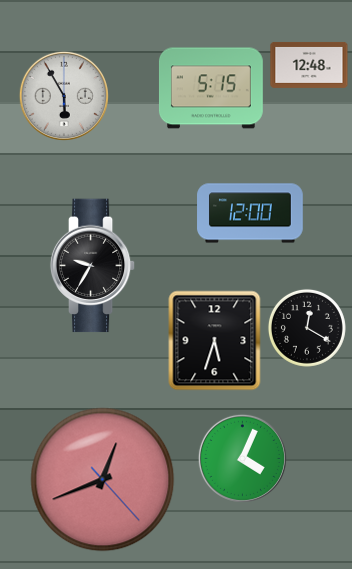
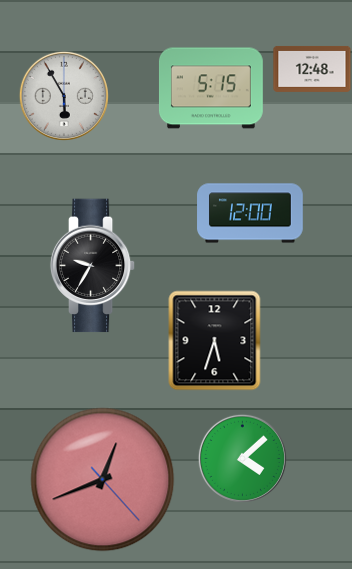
clock at (309, 65) position: (309, 65) -> (312, 69)
clock at (307, 328): 12:20 -> none
clock at (242, 458): 4:04 -> 4:08
